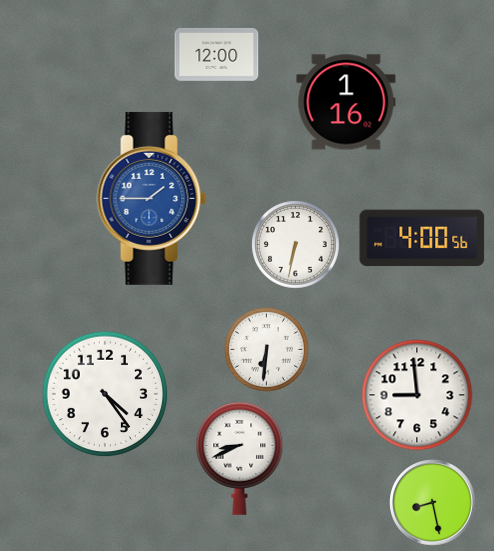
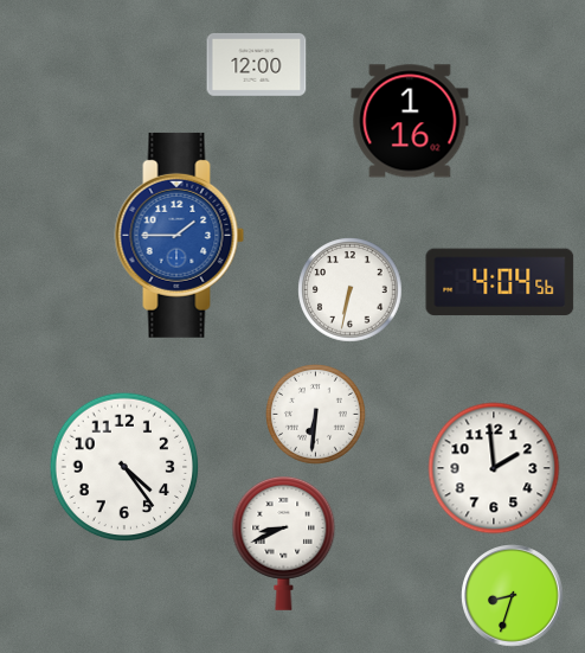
clock at (422, 238): 4:00 -> 4:04
clock at (417, 395): 8:59 -> 1:59
clock at (433, 503): 8:28 -> 8:33
